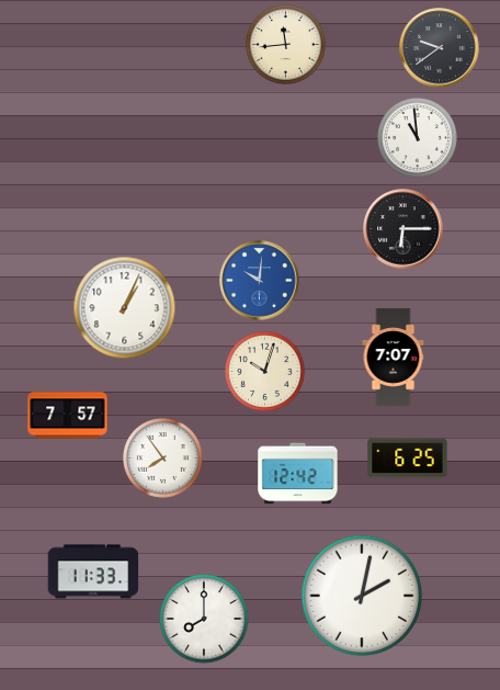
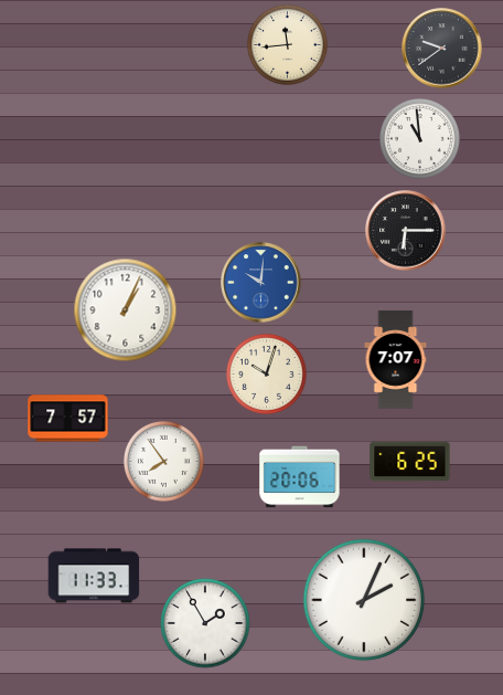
clock at (298, 474): 12:42 -> 20:06
clock at (362, 596): 2:02 -> 2:04
clock at (204, 619): 8:00 -> 1:55
